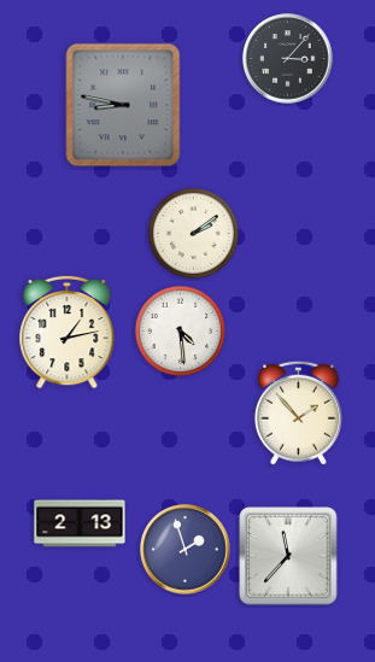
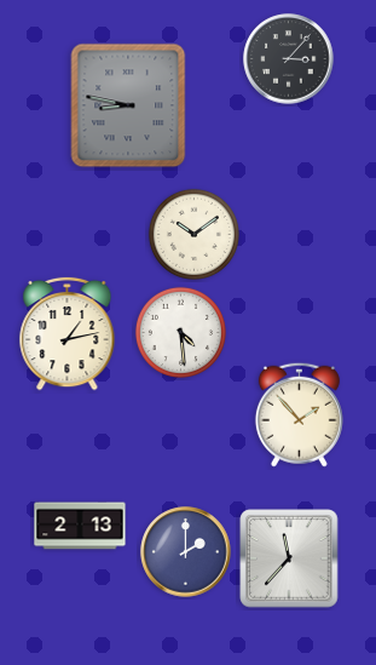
clock at (123, 105) position: (123, 105) -> (128, 105)
clock at (193, 233): 2:09 -> 10:09
clock at (186, 550): 1:57 -> 2:00
